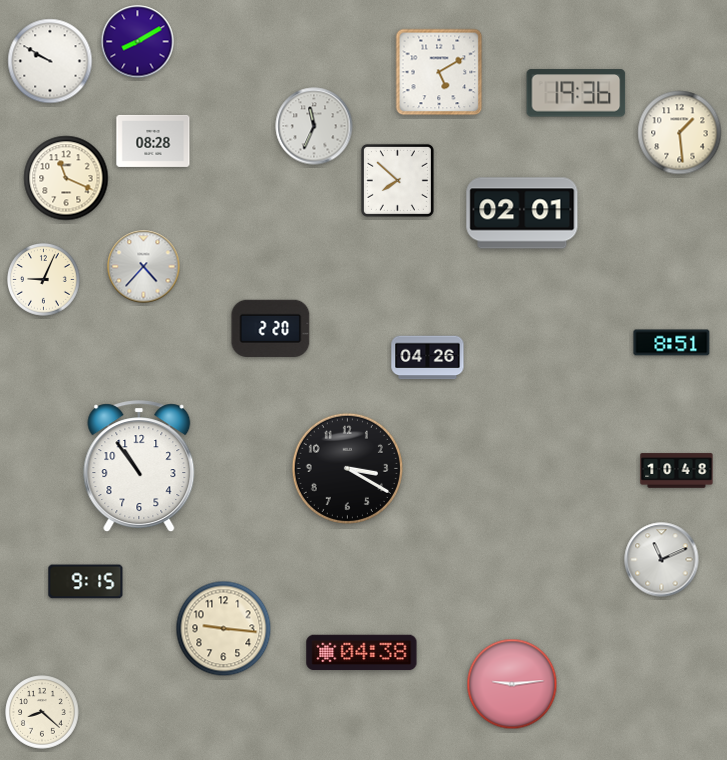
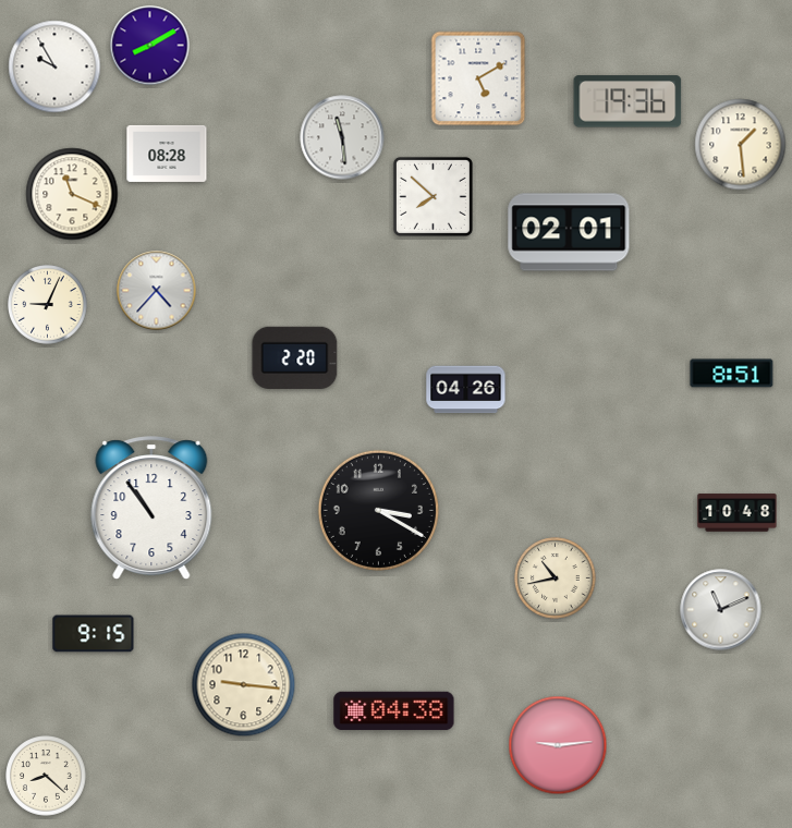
clock at (50, 61): 9:50 -> 9:55
clock at (314, 126): 11:34 -> 11:29
clock at (556, 579): none -> 10:43
